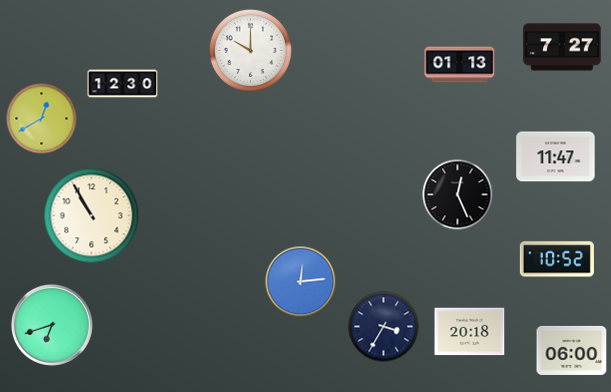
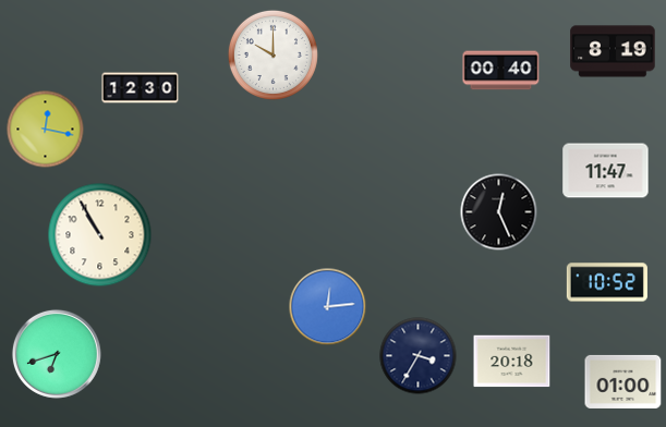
clock at (562, 47): 7:27 -> 8:19
clock at (460, 65): 01:13 -> 00:40
clock at (123, 84) position: (123, 84) -> (141, 88)
clock at (42, 119): 12:40 -> 12:17
clock at (572, 350): 06:00 -> 01:00
